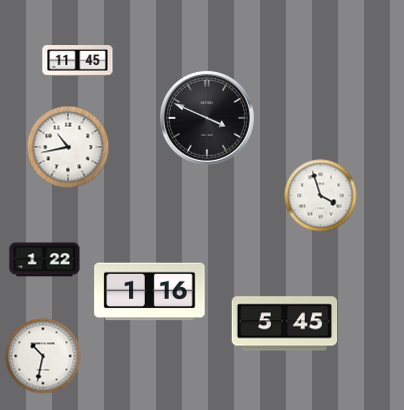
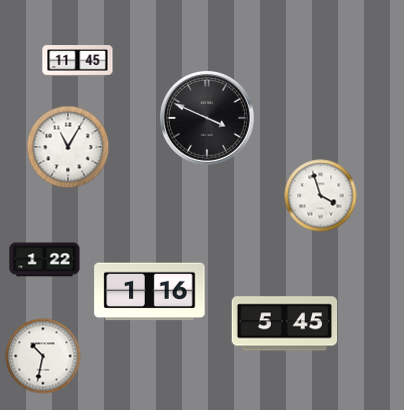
clock at (68, 147): 10:43 -> 11:05
